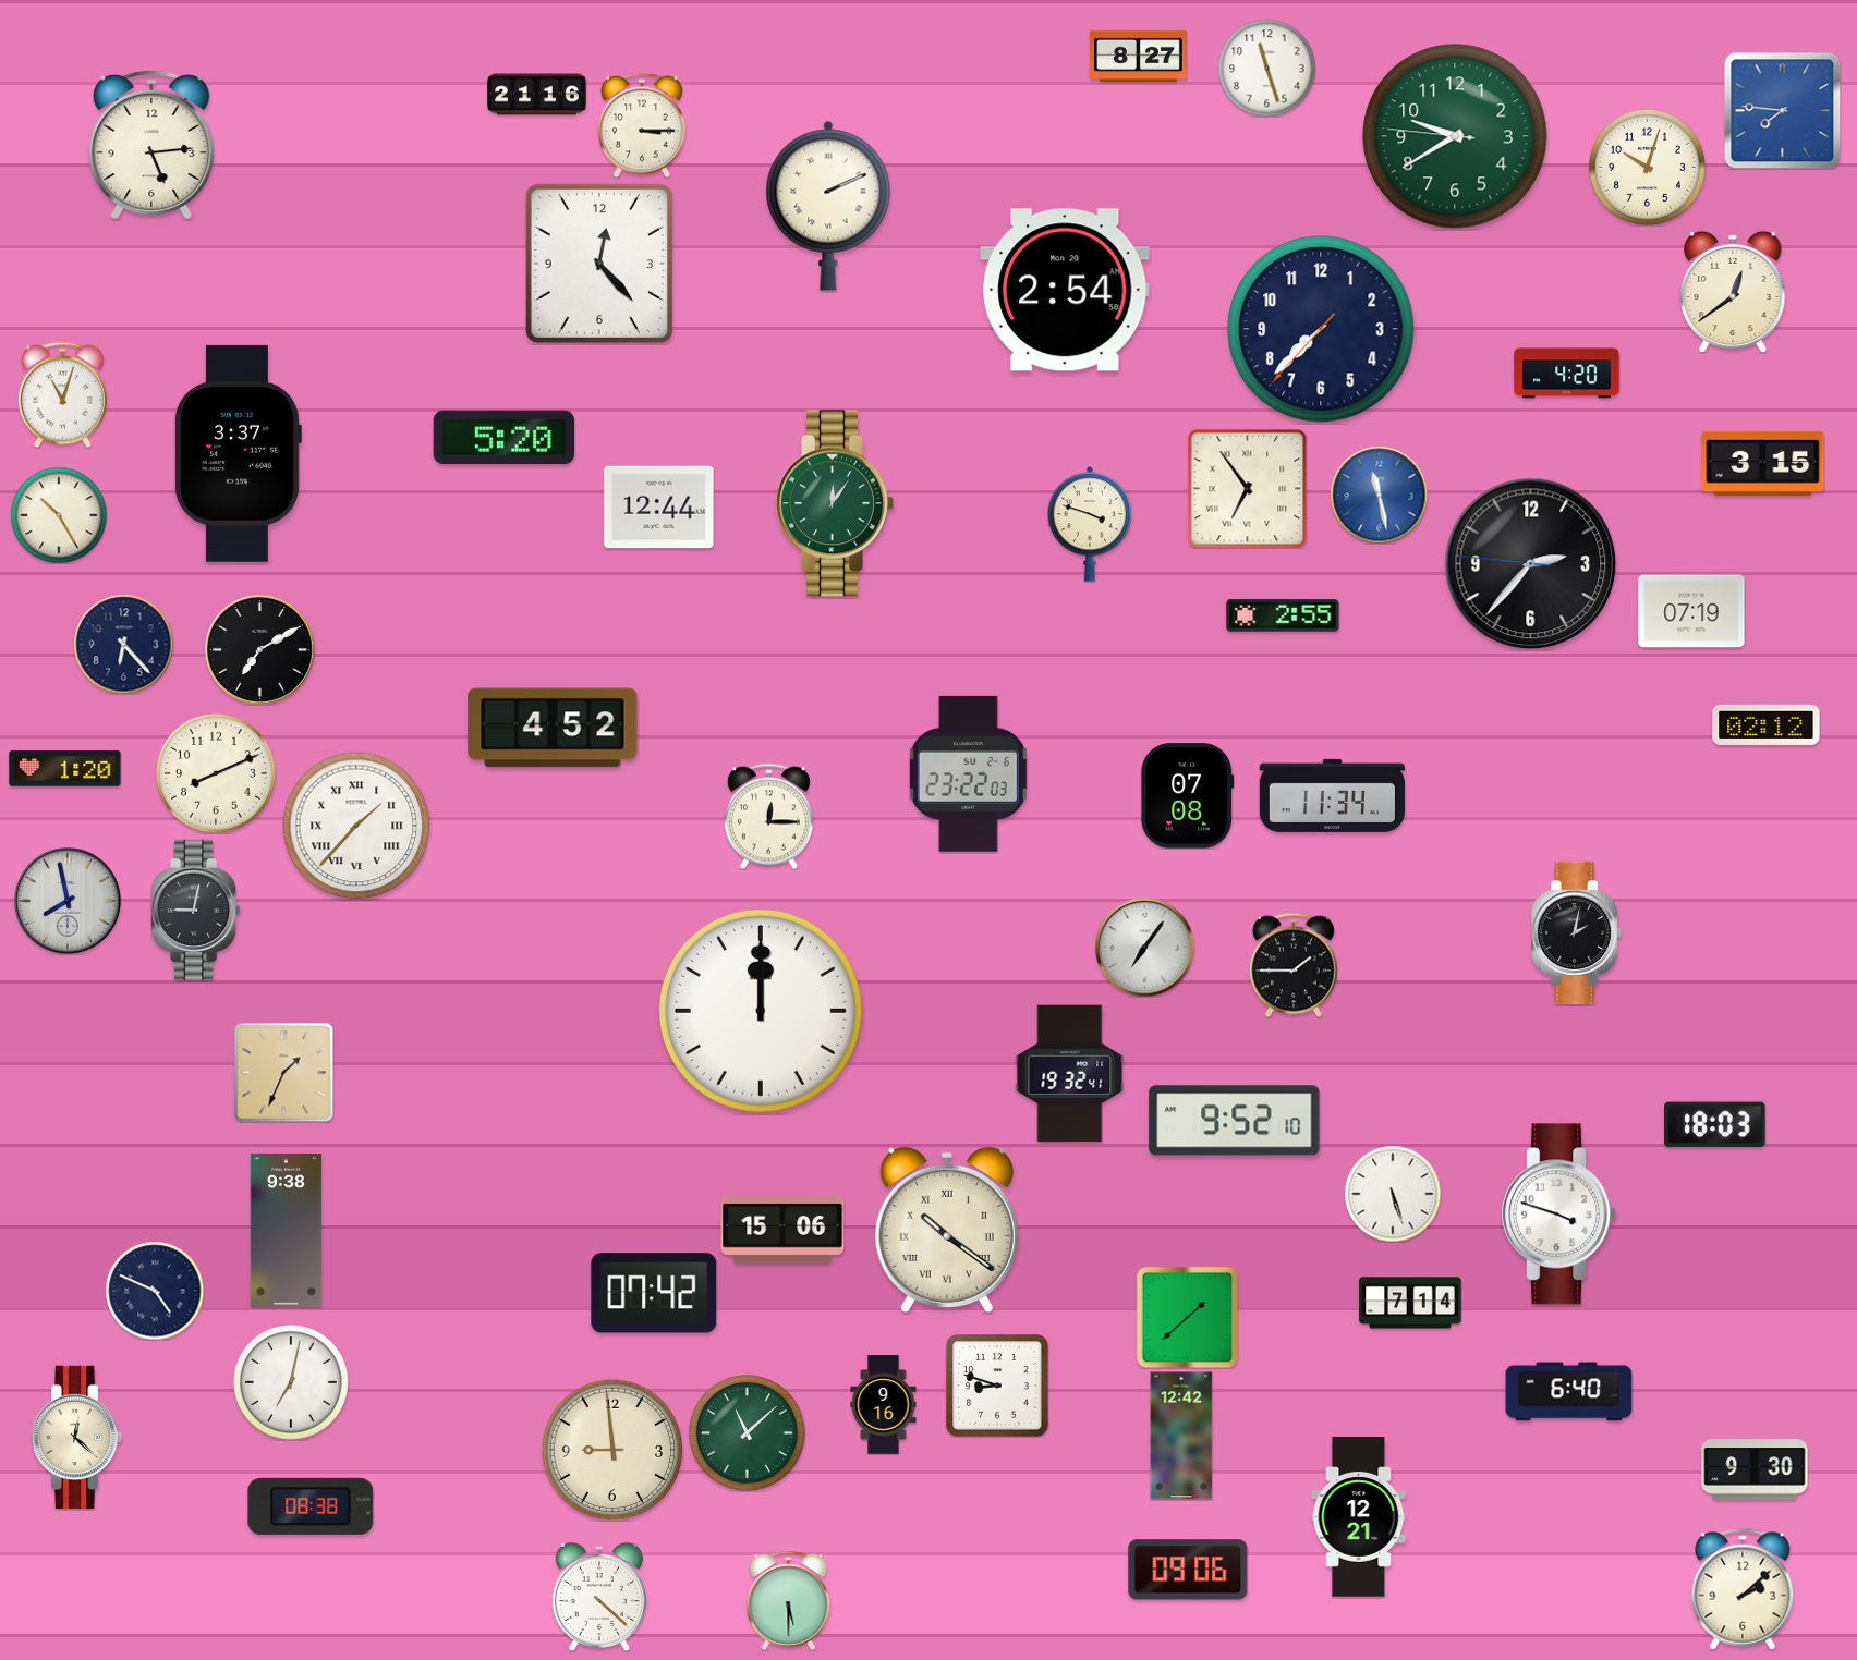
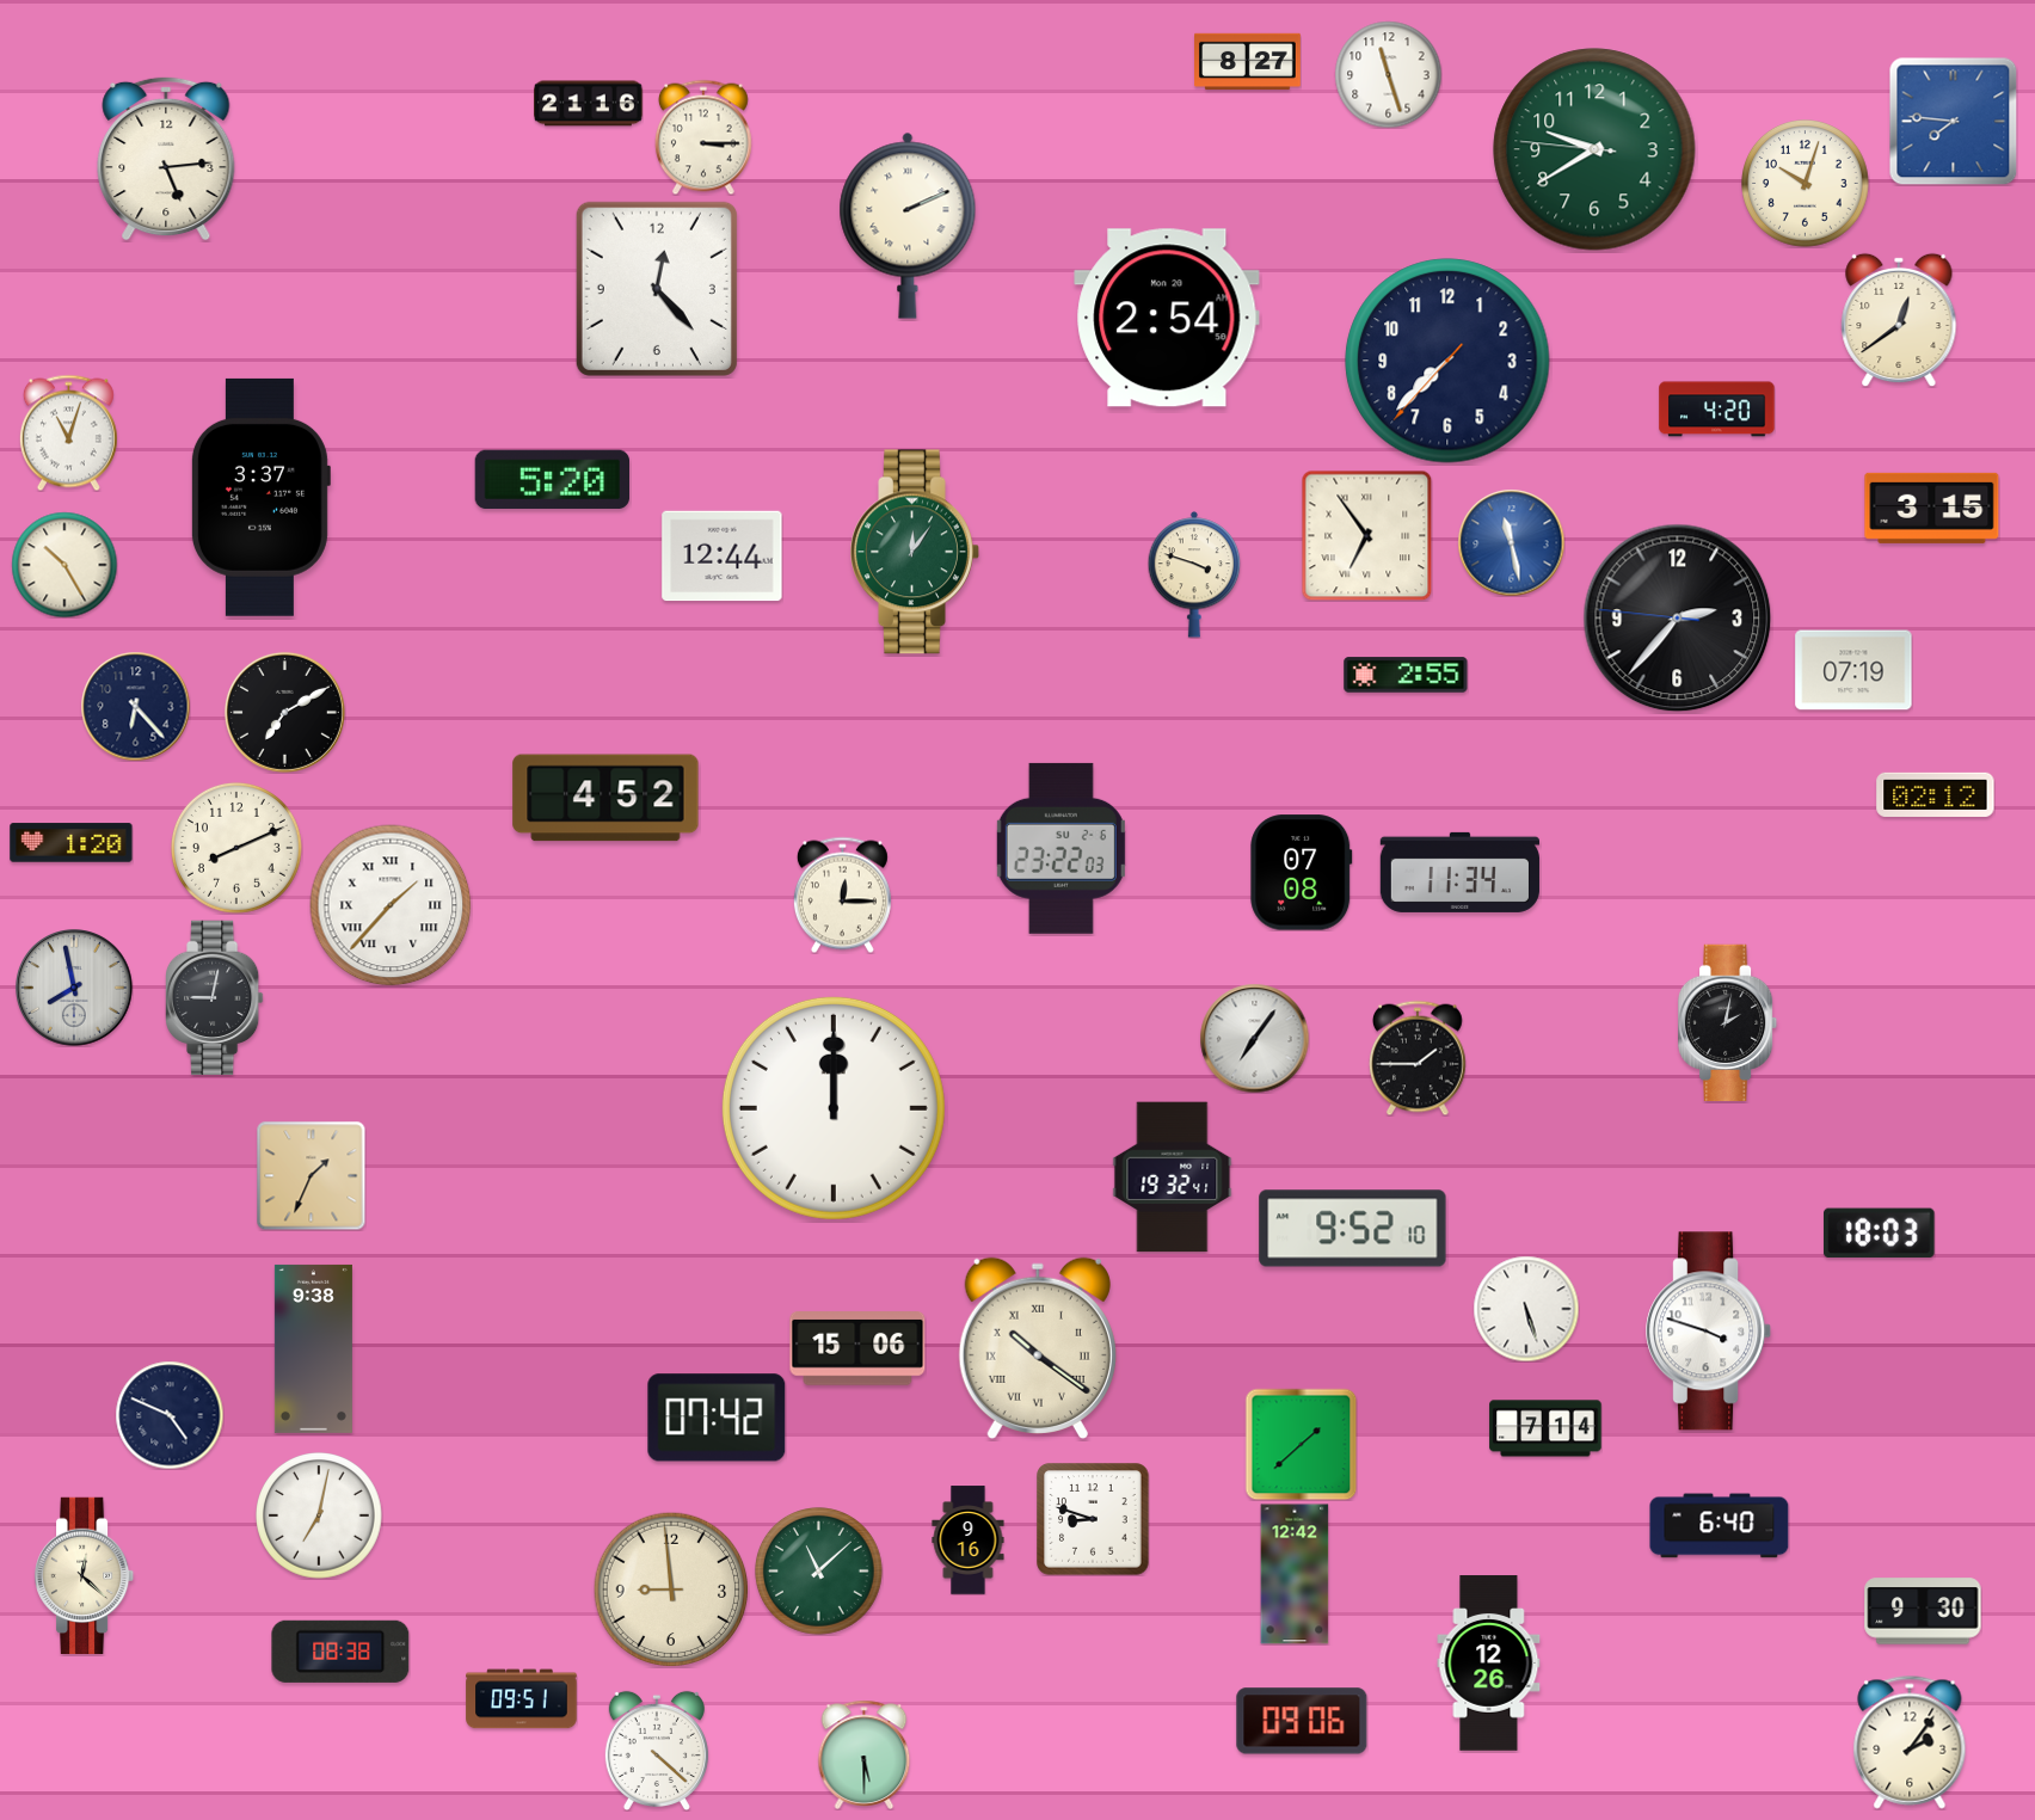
clock at (1359, 1517): 12:21 -> 12:26
clock at (522, 1699): none -> 09:51
clock at (1743, 1589): 2:08 -> 2:06
